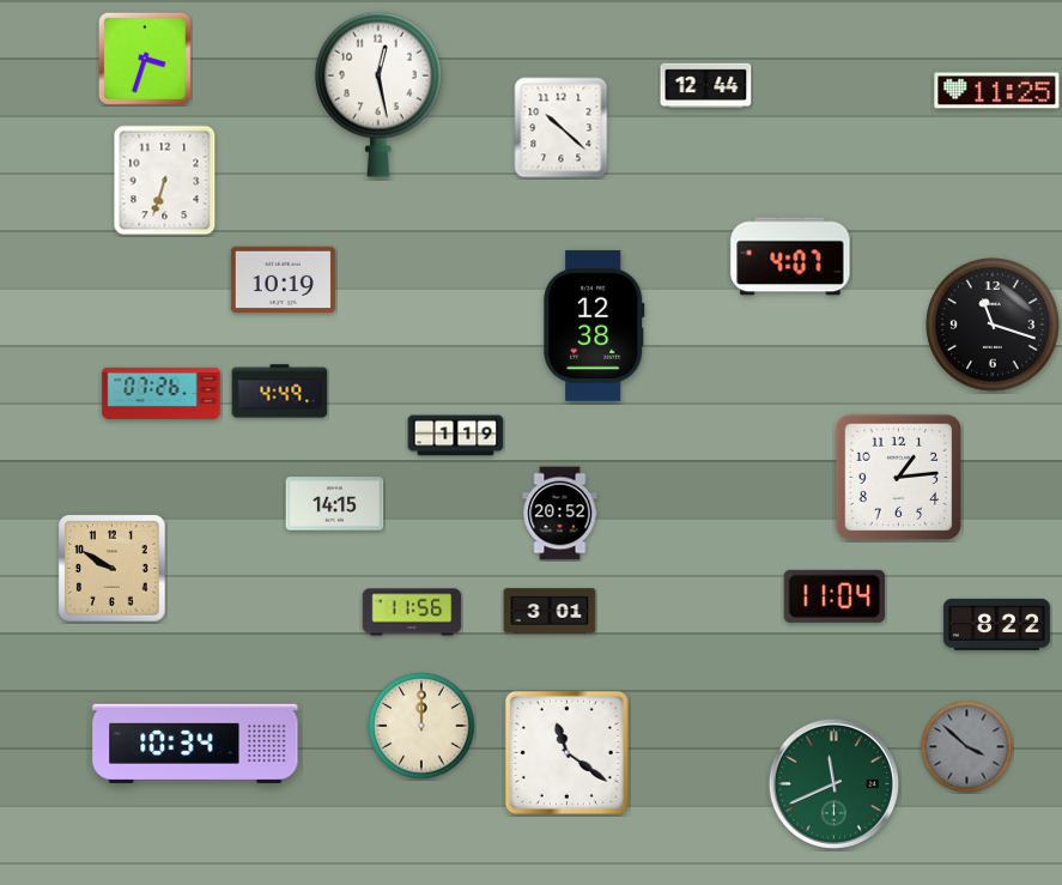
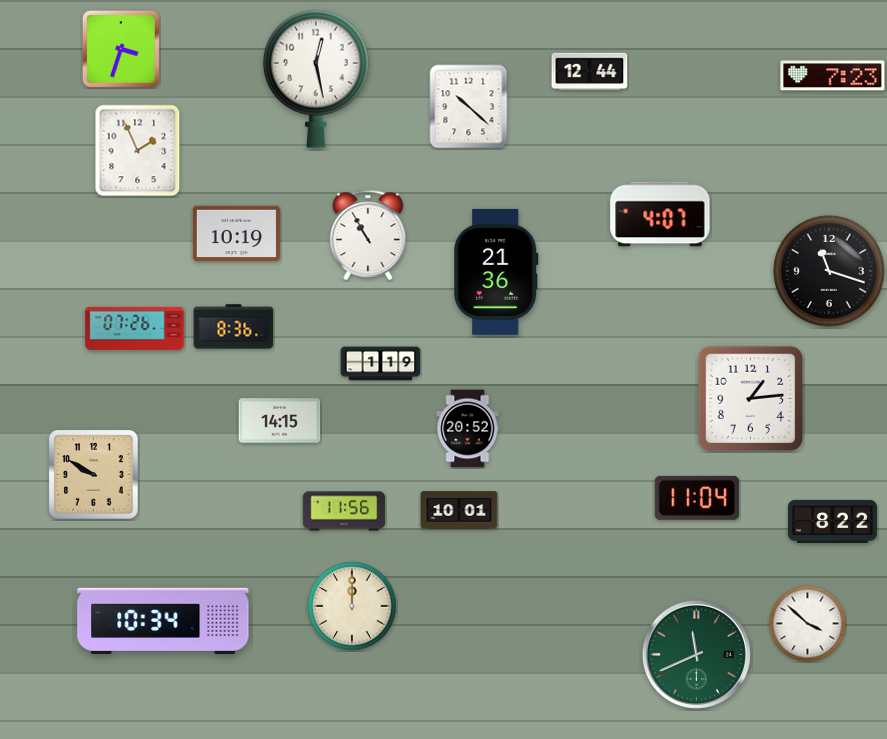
clock at (997, 91): 11:25 -> 7:23
clock at (165, 181): 6:33 -> 1:56
clock at (368, 235): none -> 10:55
clock at (594, 326): 12:38 -> 21:36
clock at (280, 392): 4:49 -> 8:36
clock at (550, 611): 3:01 -> 10:01
clock at (967, 747) dial: grey -> white
clock at (566, 752): 11:21 -> none
